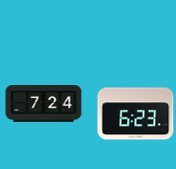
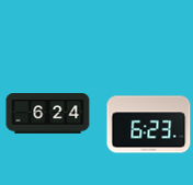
clock at (44, 104): 7:24 -> 6:24
